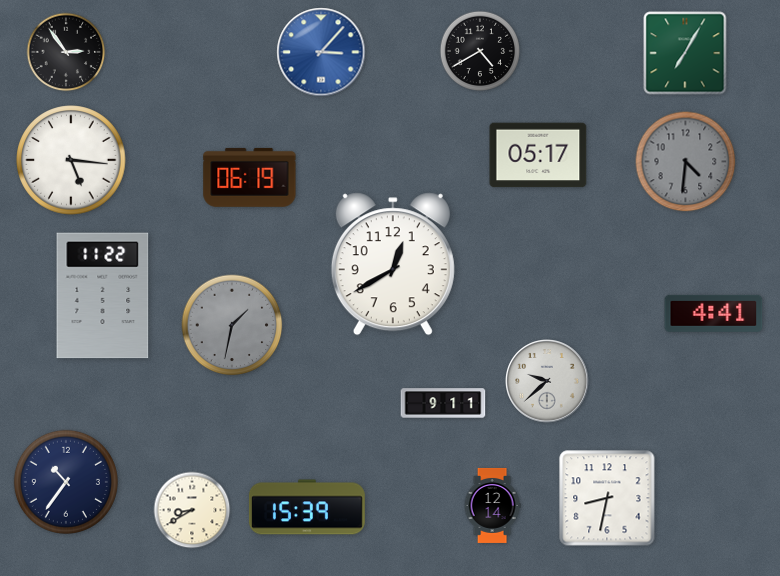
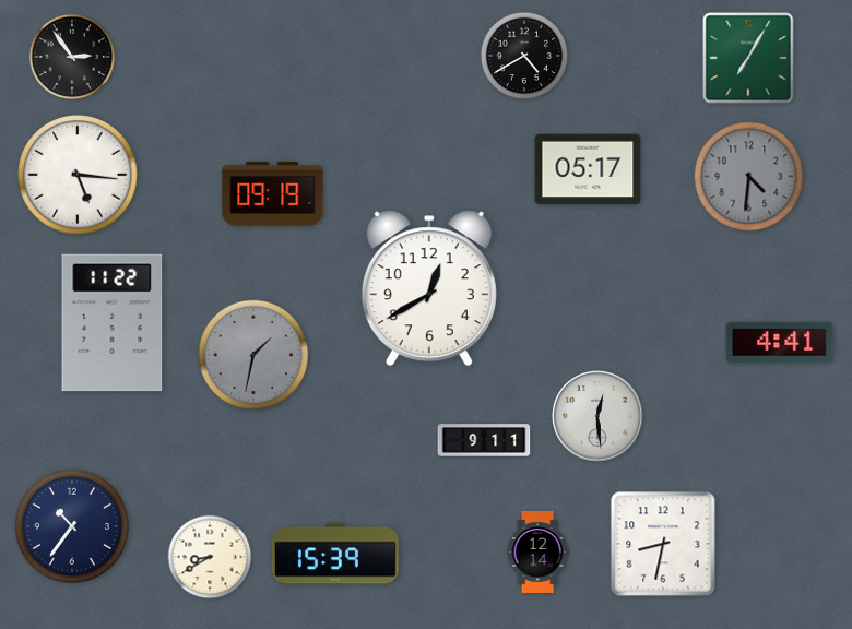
clock at (321, 52): 3:07 -> none
clock at (250, 177): 06:19 -> 09:19
clock at (548, 382): 9:38 -> 12:29
